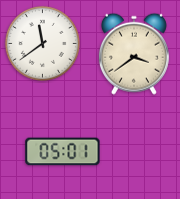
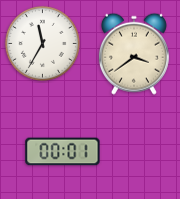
clock at (42, 43): 11:39 -> 11:35
clock at (63, 152): 05:01 -> 00:01
